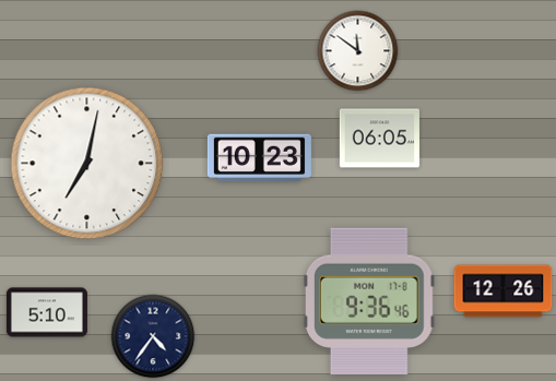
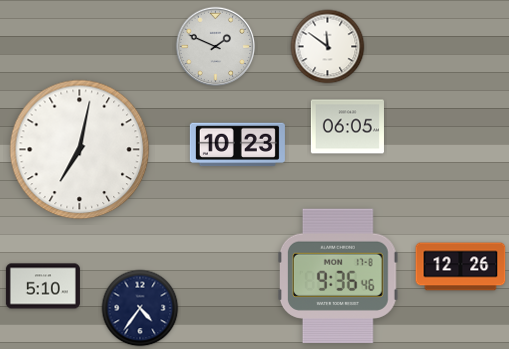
clock at (216, 47): none -> 1:49
